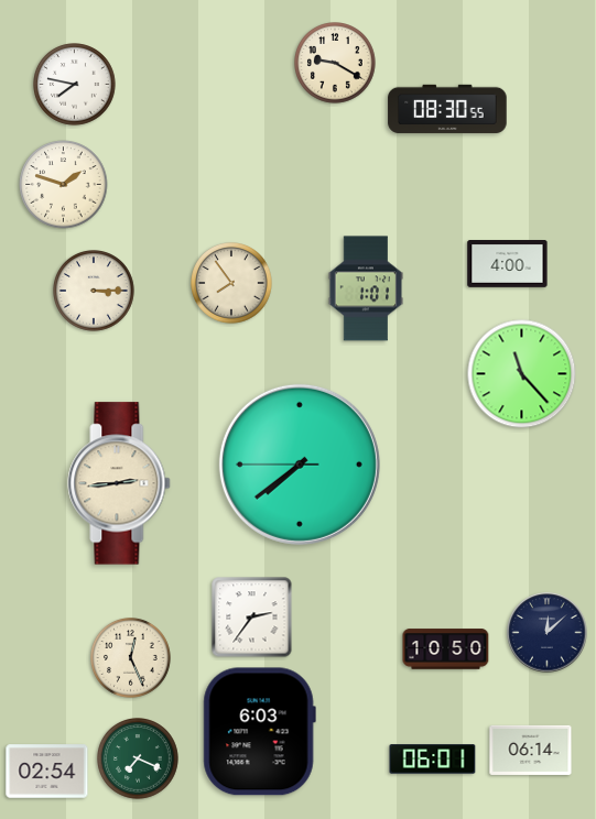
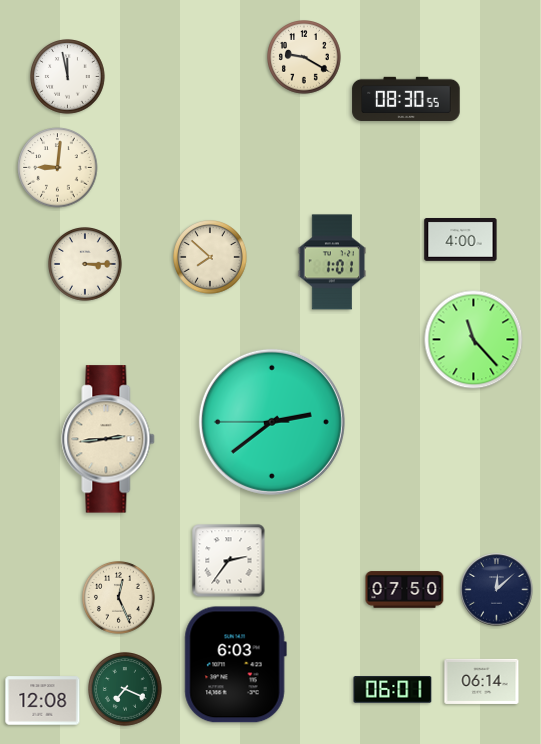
clock at (75, 85): 7:47 -> 11:58
clock at (64, 185): 1:48 -> 9:01
clock at (232, 284): 7:54 -> 7:52
clock at (300, 465): 7:38 -> 2:38
clock at (548, 633) position: (548, 633) -> (497, 590)
clock at (446, 649): 10:50 -> 07:50
clock at (47, 772): 02:54 -> 12:08
